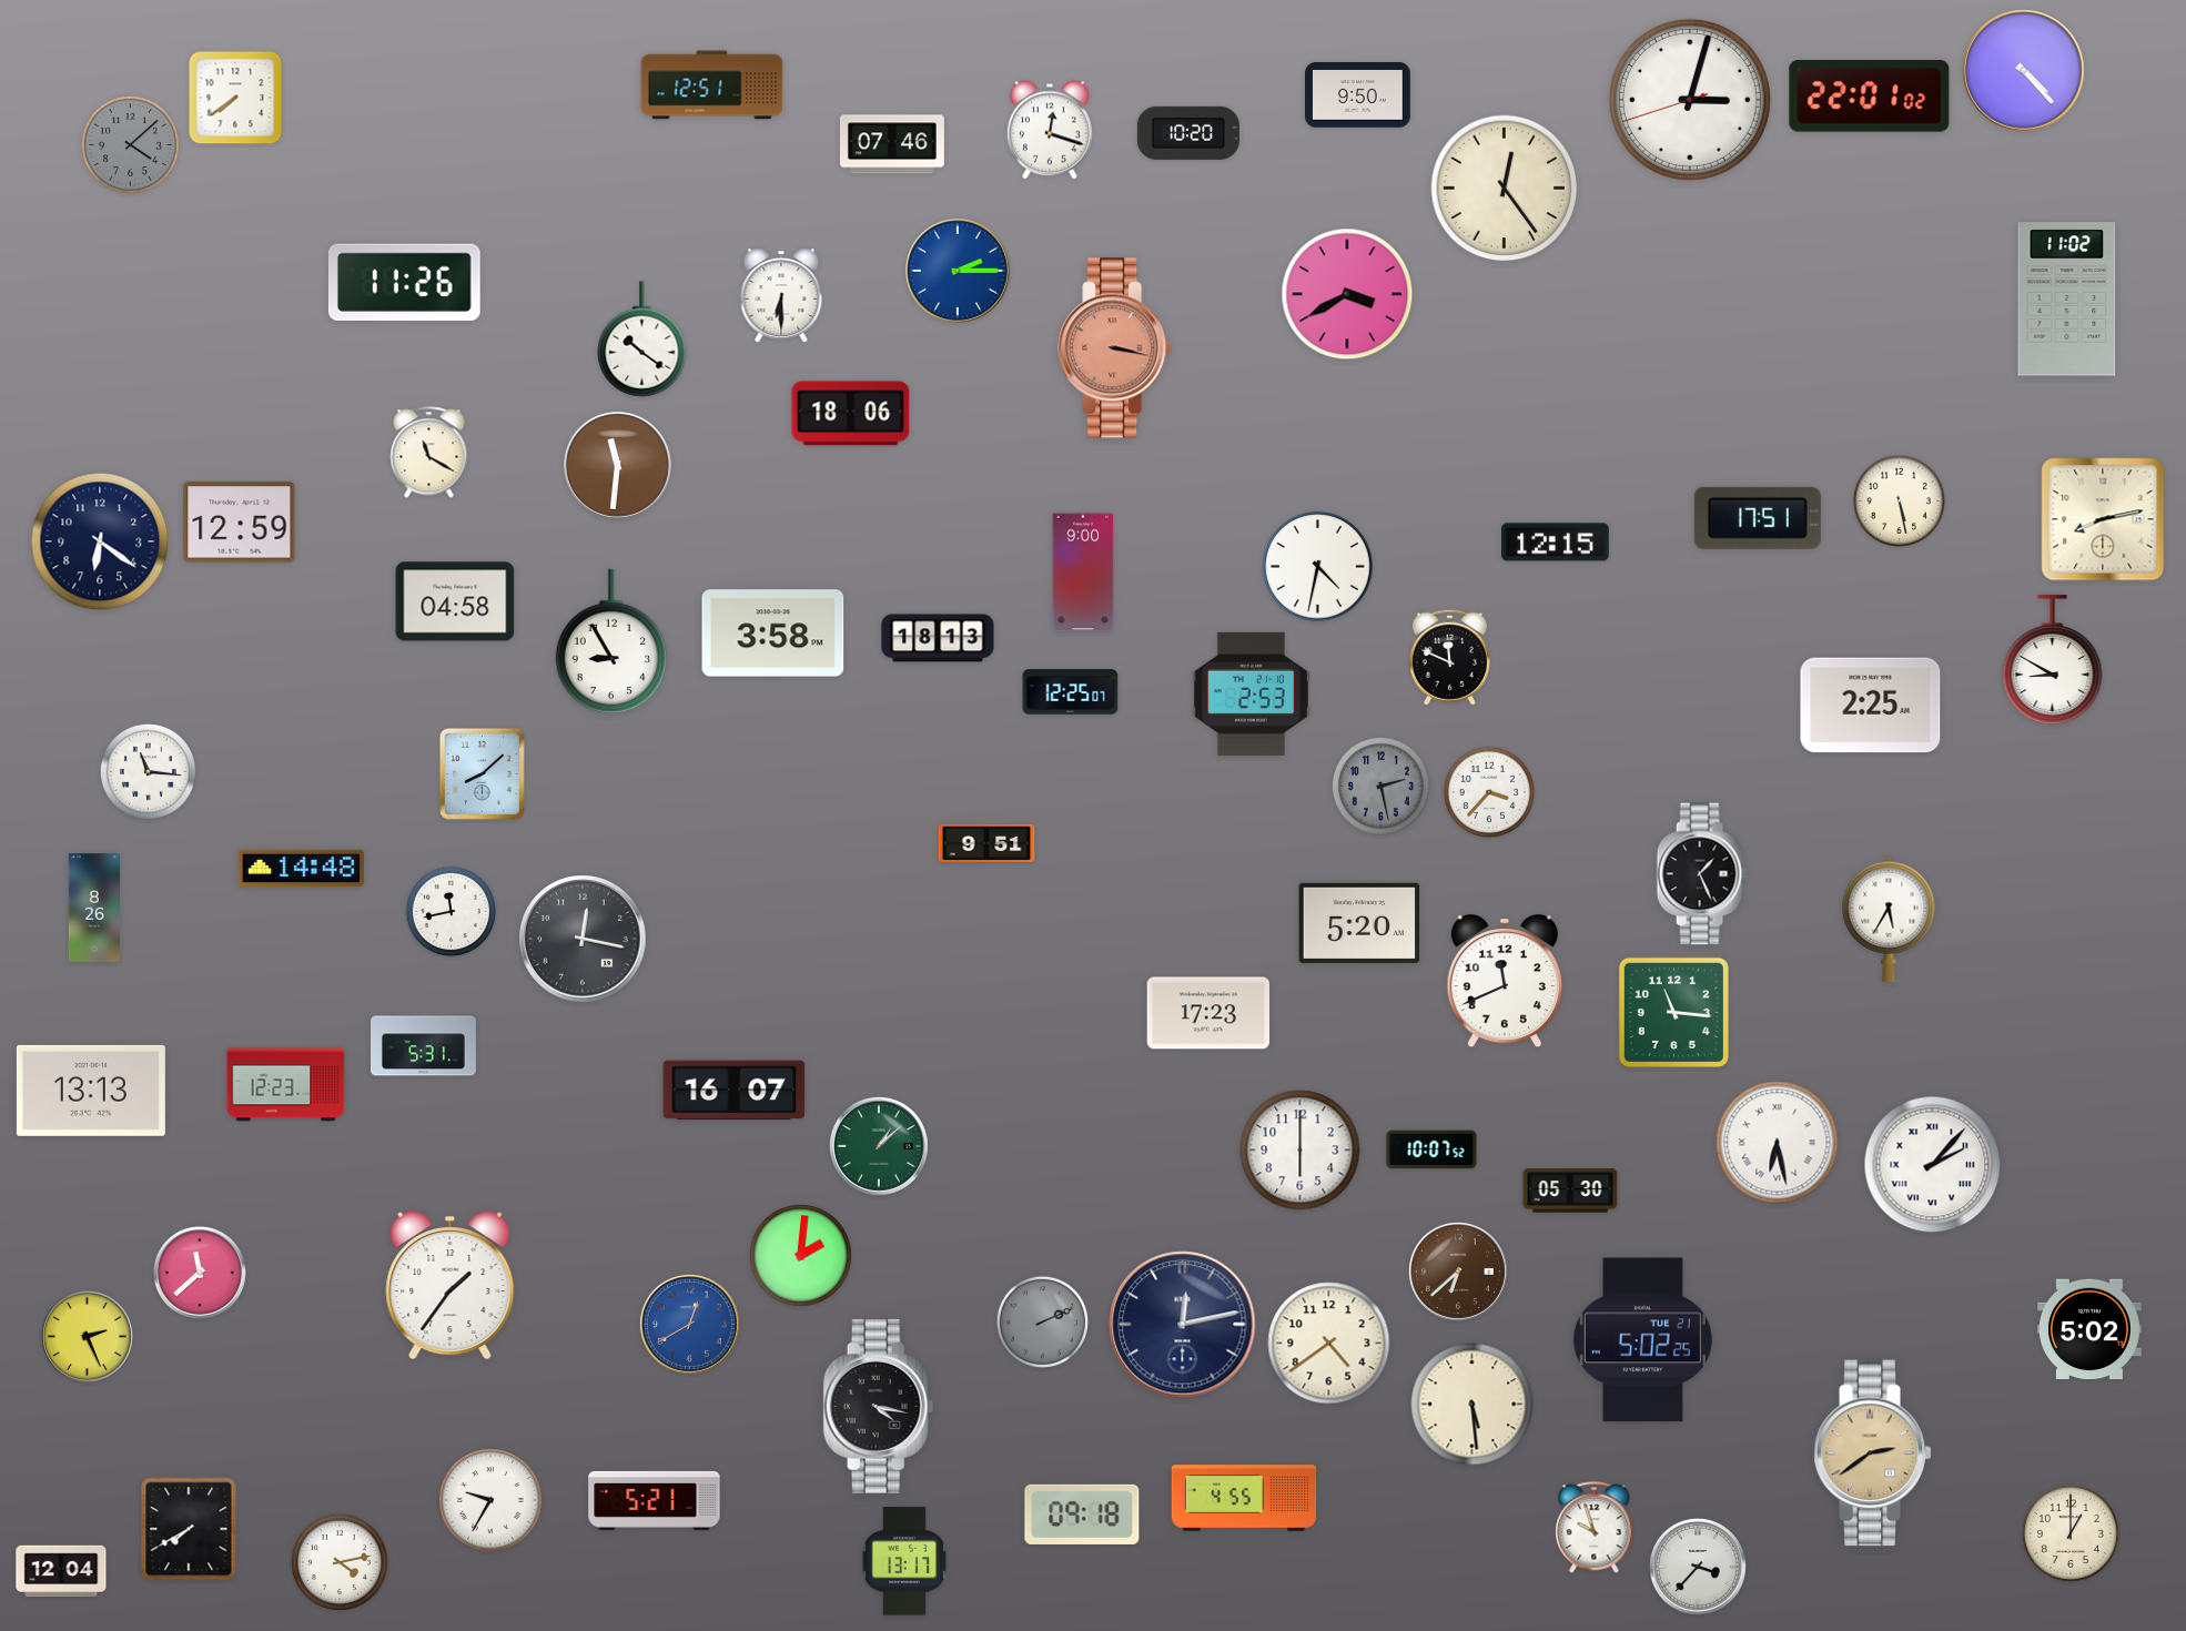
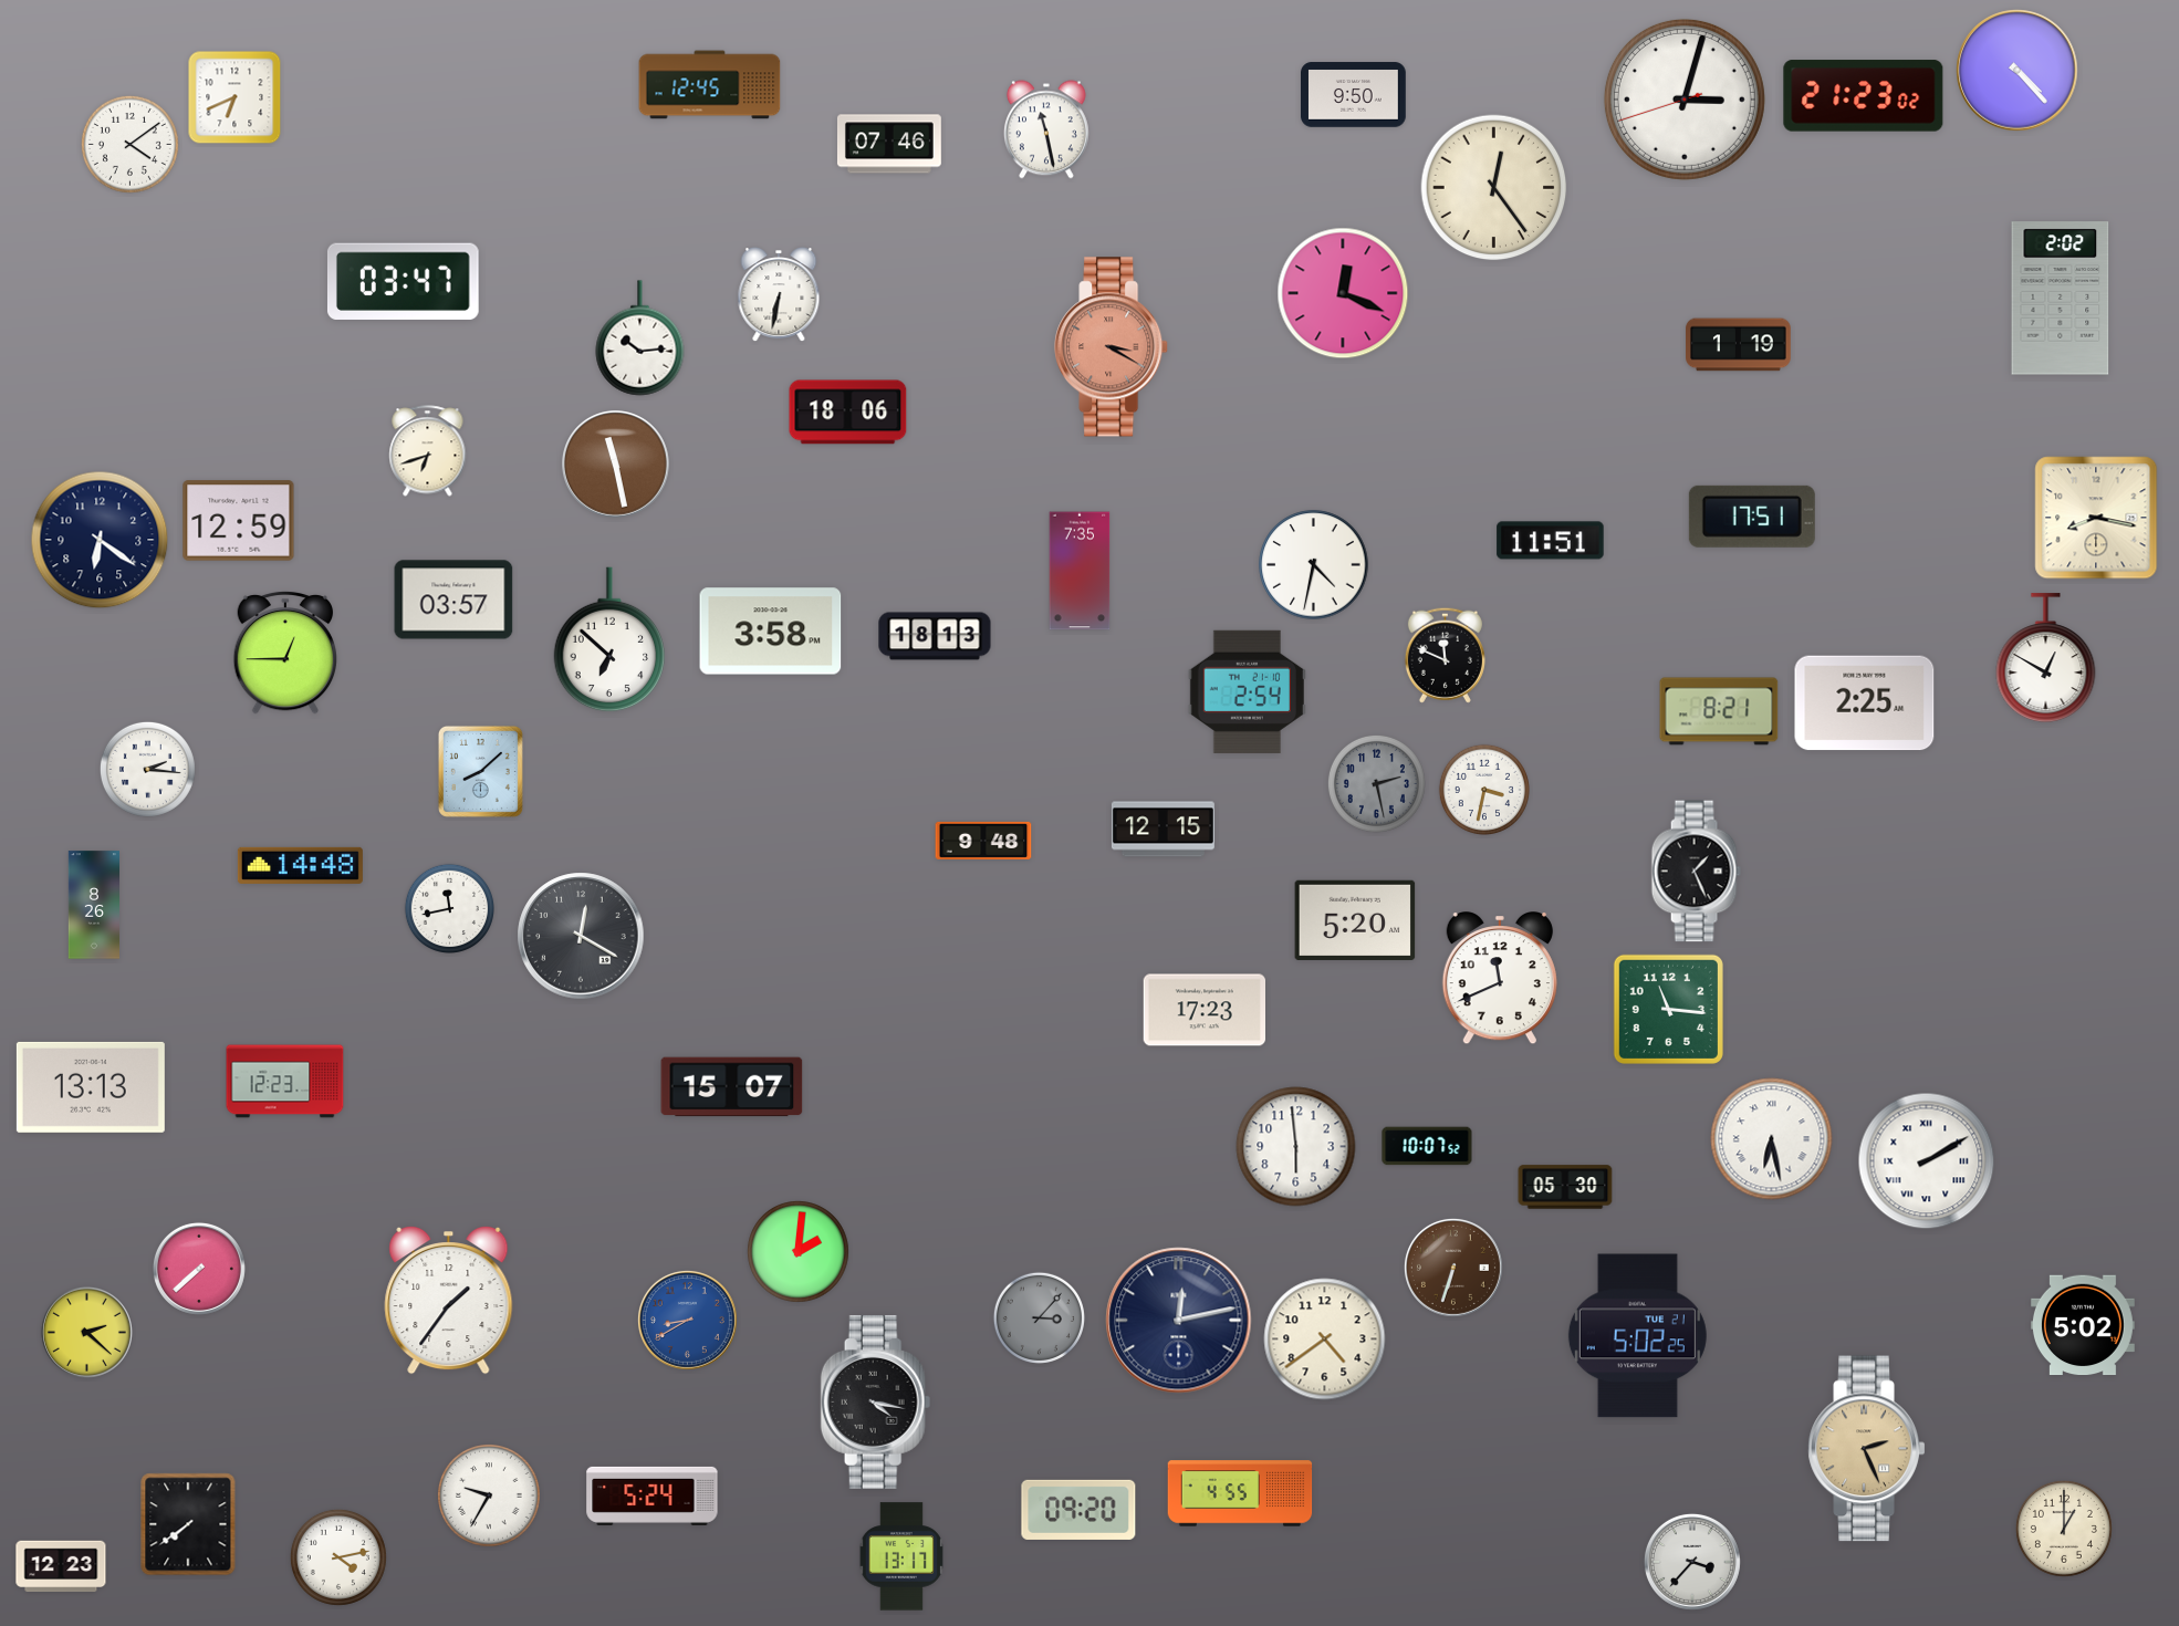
clock at (712, 85): 12:51 -> 12:45
clock at (1870, 97): 22:01 -> 21:23
clock at (235, 98): 7:39 -> 6:41
clock at (1050, 130): 12:18 -> 11:28
clock at (1188, 133): 10:20 -> none
clock at (130, 144): 4:08 -> 4:09
clock at (130, 144) dial: grey -> white
clock at (1505, 189) position: (1505, 189) -> (1494, 188)
clock at (959, 272): 2:15 -> none
clock at (404, 282): 11:26 -> 03:47
clock at (1347, 294): 3:40 -> 12:19
clock at (781, 296): 6:30 -> 6:32
clock at (2067, 300): 11:02 -> 2:02
clock at (642, 340): 10:21 -> 10:14
clock at (1739, 345): none -> 1:19
clock at (1115, 348): 3:17 -> 3:20
clock at (429, 453): 11:20 -> 6:42
clock at (618, 466): 11:31 -> 11:28
clock at (1899, 500): 5:28 -> none
clock at (2103, 519): 8:13 -> 8:17
clock at (1556, 543): 12:15 -> 11:51
clock at (1083, 573): 9:00 -> 7:35
clock at (455, 601): 04:58 -> 03:57
clock at (611, 641): 8:55 -> 6:52
clock at (284, 653): none -> 12:45
clock at (2053, 660): 8:50 -> 12:50
clock at (1071, 692): 12:25 -> none
clock at (1251, 693): 2:53 -> 2:54
clock at (1719, 711): none -> 8:21
clock at (148, 771): 11:16 -> 2:16
clock at (1488, 791): 3:37 -> 3:32
clock at (1163, 830): none -> 12:15
clock at (986, 843): 9:51 -> 9:48
clock at (1889, 919): 5:35 -> none
clock at (583, 939): 12:17 -> 12:20
clock at (424, 1046): 5:31 -> none
clock at (735, 1091): 16:07 -> 15:07
clock at (879, 1146): 1:08 -> none
clock at (1301, 1151): 6:00 -> 5:59
clock at (1933, 1165): 2:07 -> 2:10
clock at (1458, 1272): 6:38 -> 6:33
clock at (200, 1273): 11:38 -> 7:38
clock at (451, 1285) position: (451, 1285) -> (449, 1300)
clock at (1042, 1321): 2:11 -> 3:07
clock at (689, 1324): 12:40 -> 8:40
clock at (87, 1336): 2:26 -> 2:22
clock at (1472, 1405): 5:29 -> none
clock at (1873, 1453): 2:39 -> 2:26
clock at (655, 1500): 5:21 -> 5:24
clock at (1082, 1514): 09:18 -> 09:20
clock at (1595, 1528): 9:57 -> none
clock at (189, 1529): 7:40 -> 7:39
clock at (61, 1571): 12:04 -> 12:23
